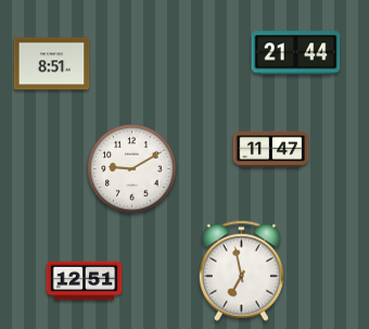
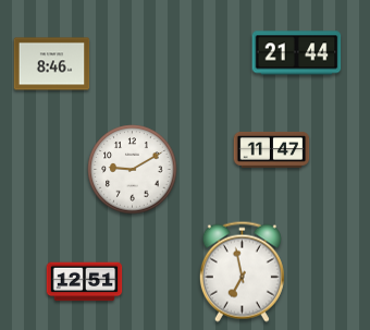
clock at (52, 64): 8:51 -> 8:46
